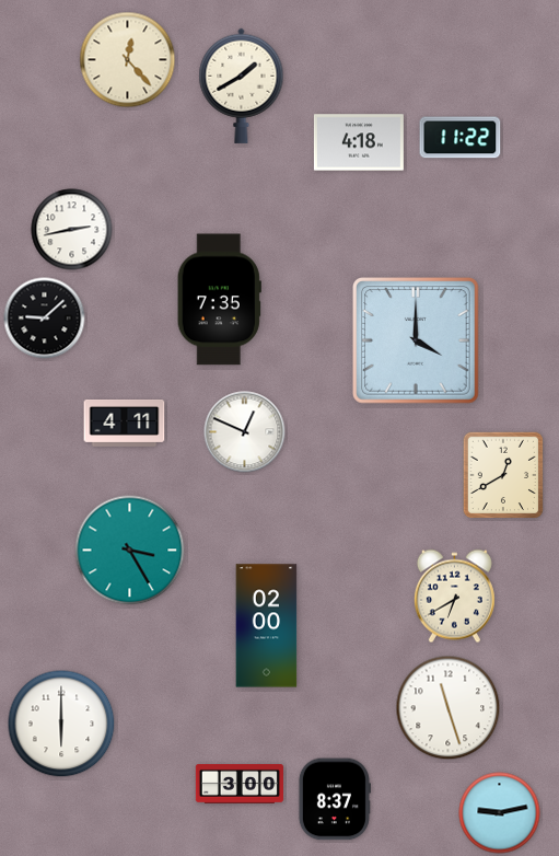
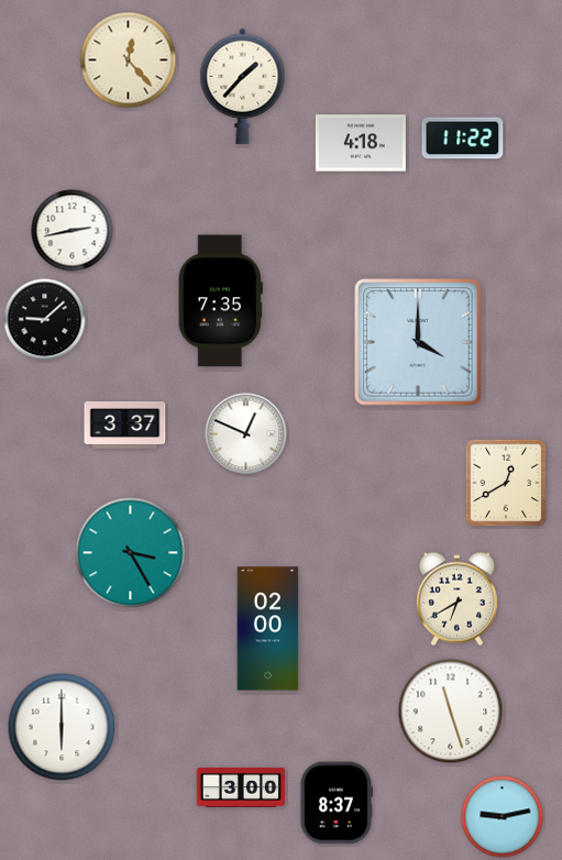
clock at (242, 85): 1:40 -> 1:37
clock at (125, 423): 4:11 -> 3:37
clock at (503, 475) position: (503, 475) -> (506, 483)
